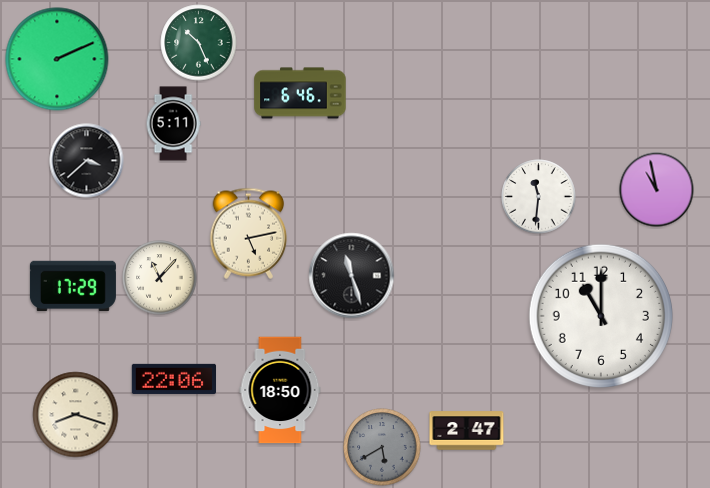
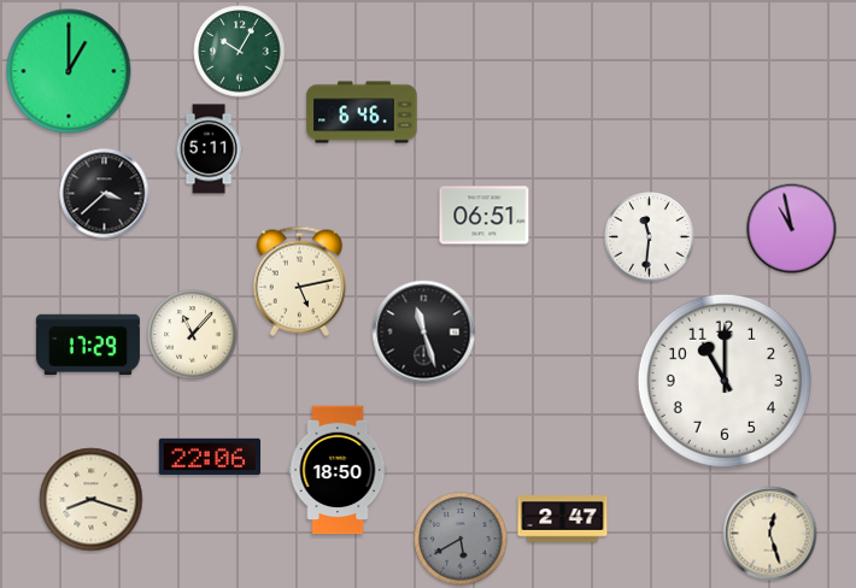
clock at (199, 43): 10:26 -> 10:05
clock at (57, 59): 2:11 -> 1:00
clock at (485, 216): none -> 06:51
clock at (770, 534): none -> 12:27
